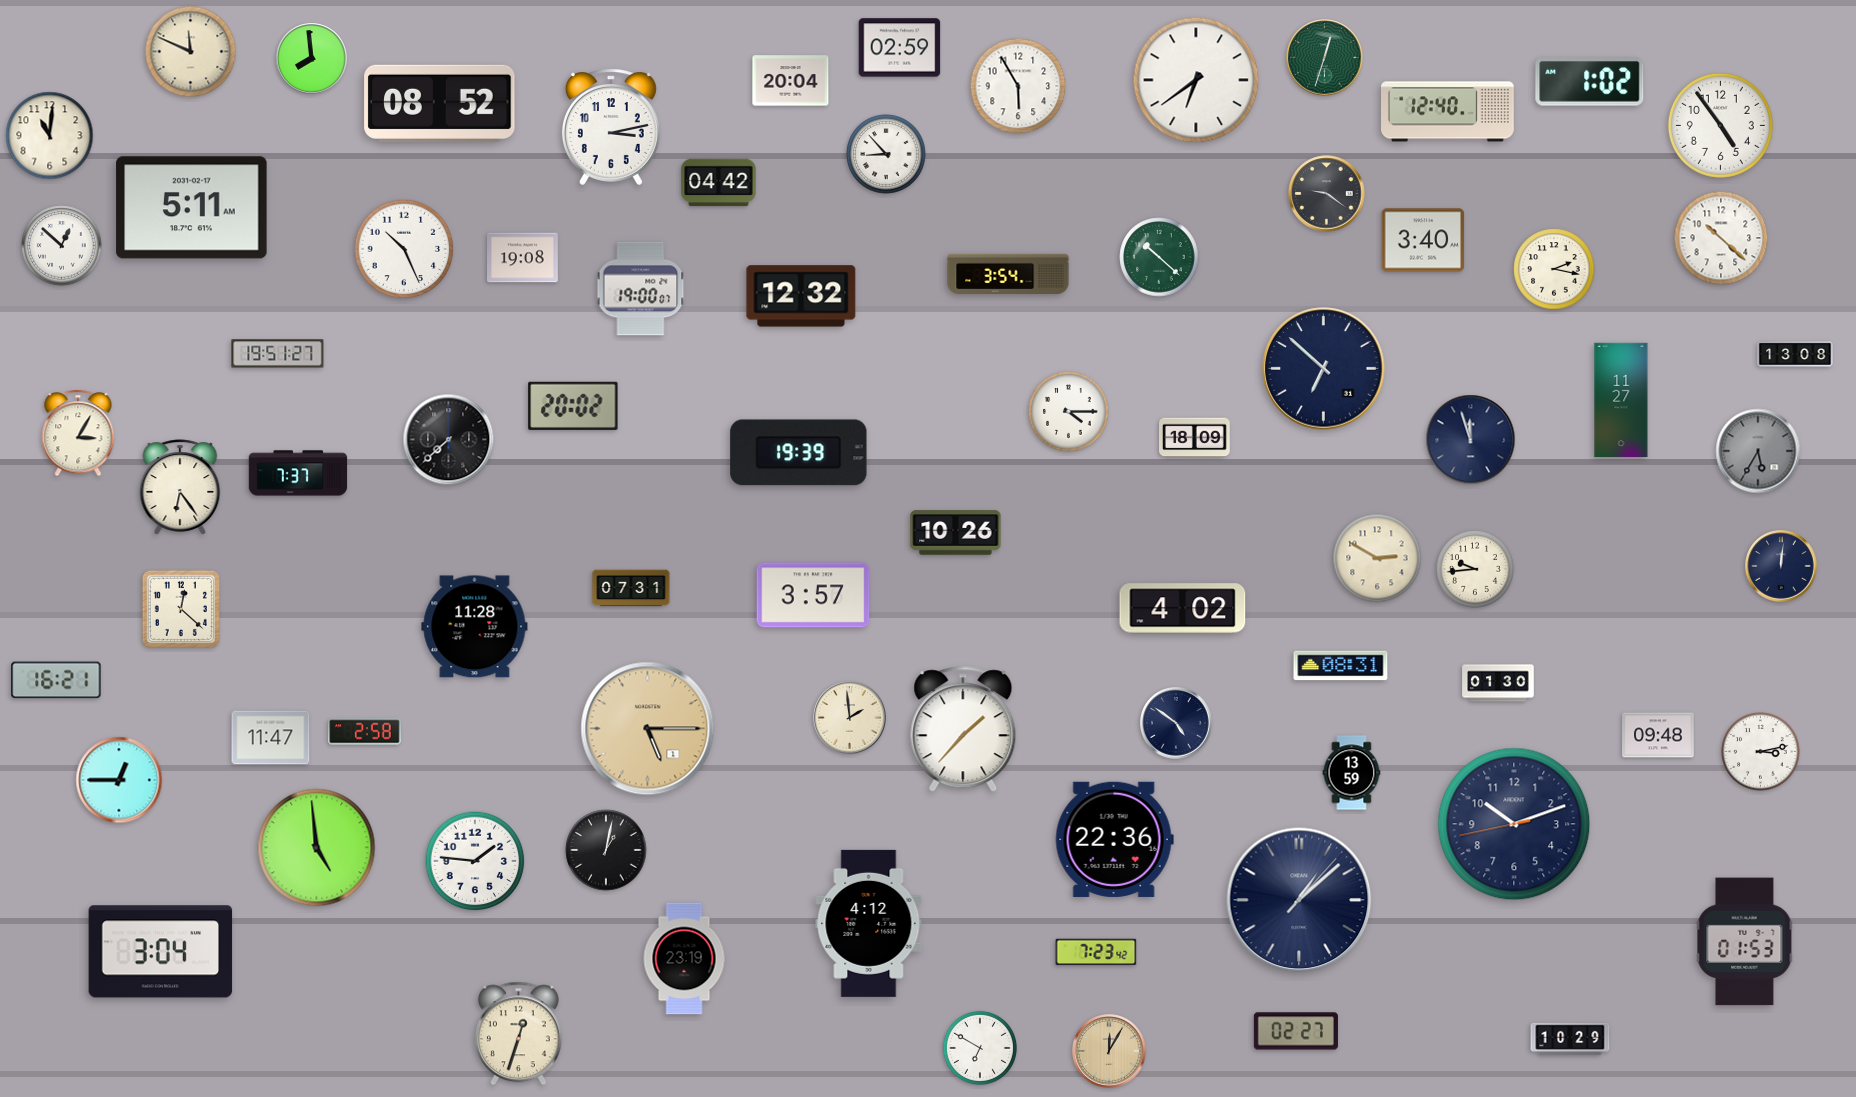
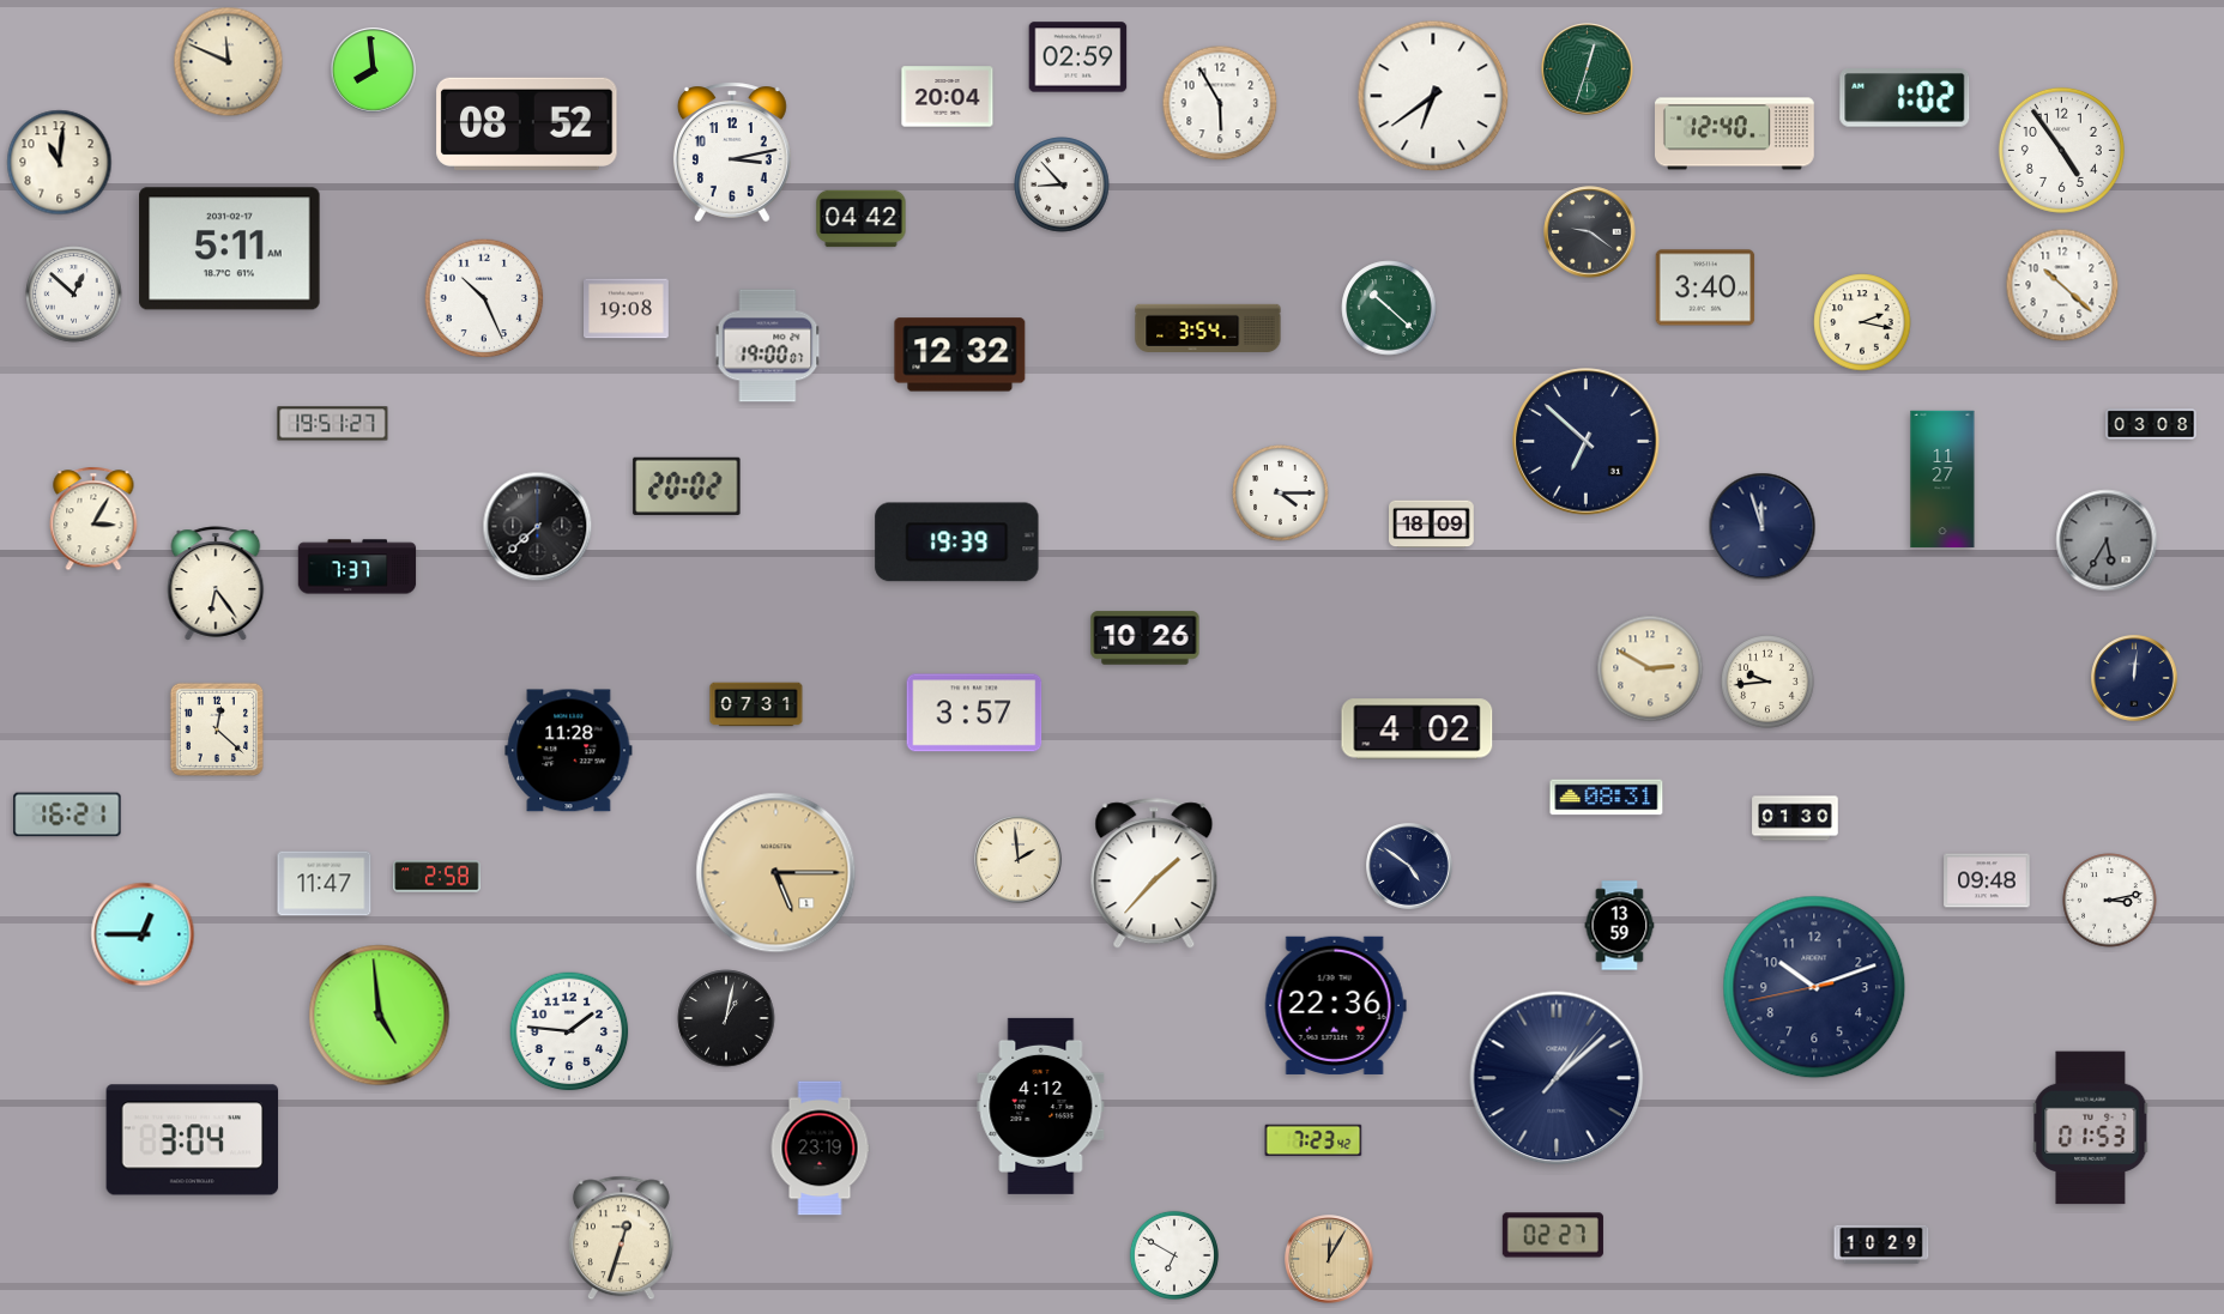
clock at (1795, 354): 13:08 -> 03:08
